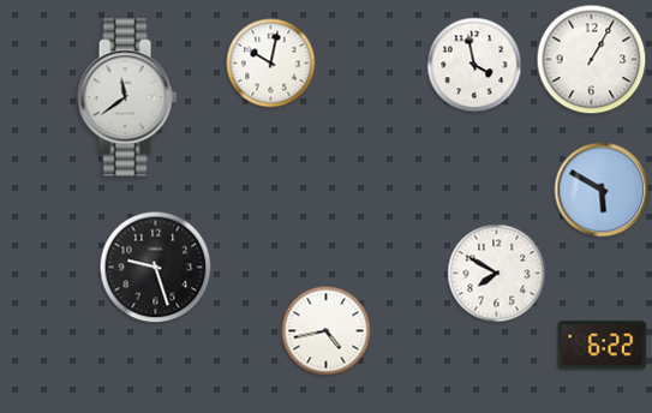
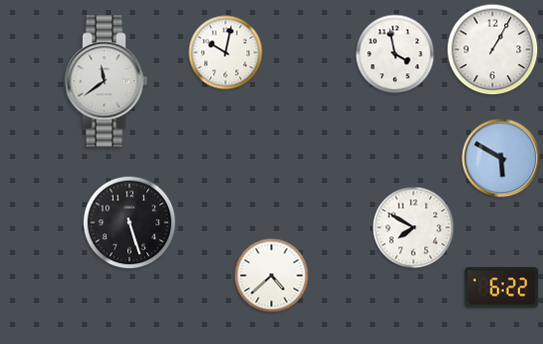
clock at (156, 268): 9:27 -> 5:27
clock at (327, 331): 4:43 -> 4:38
